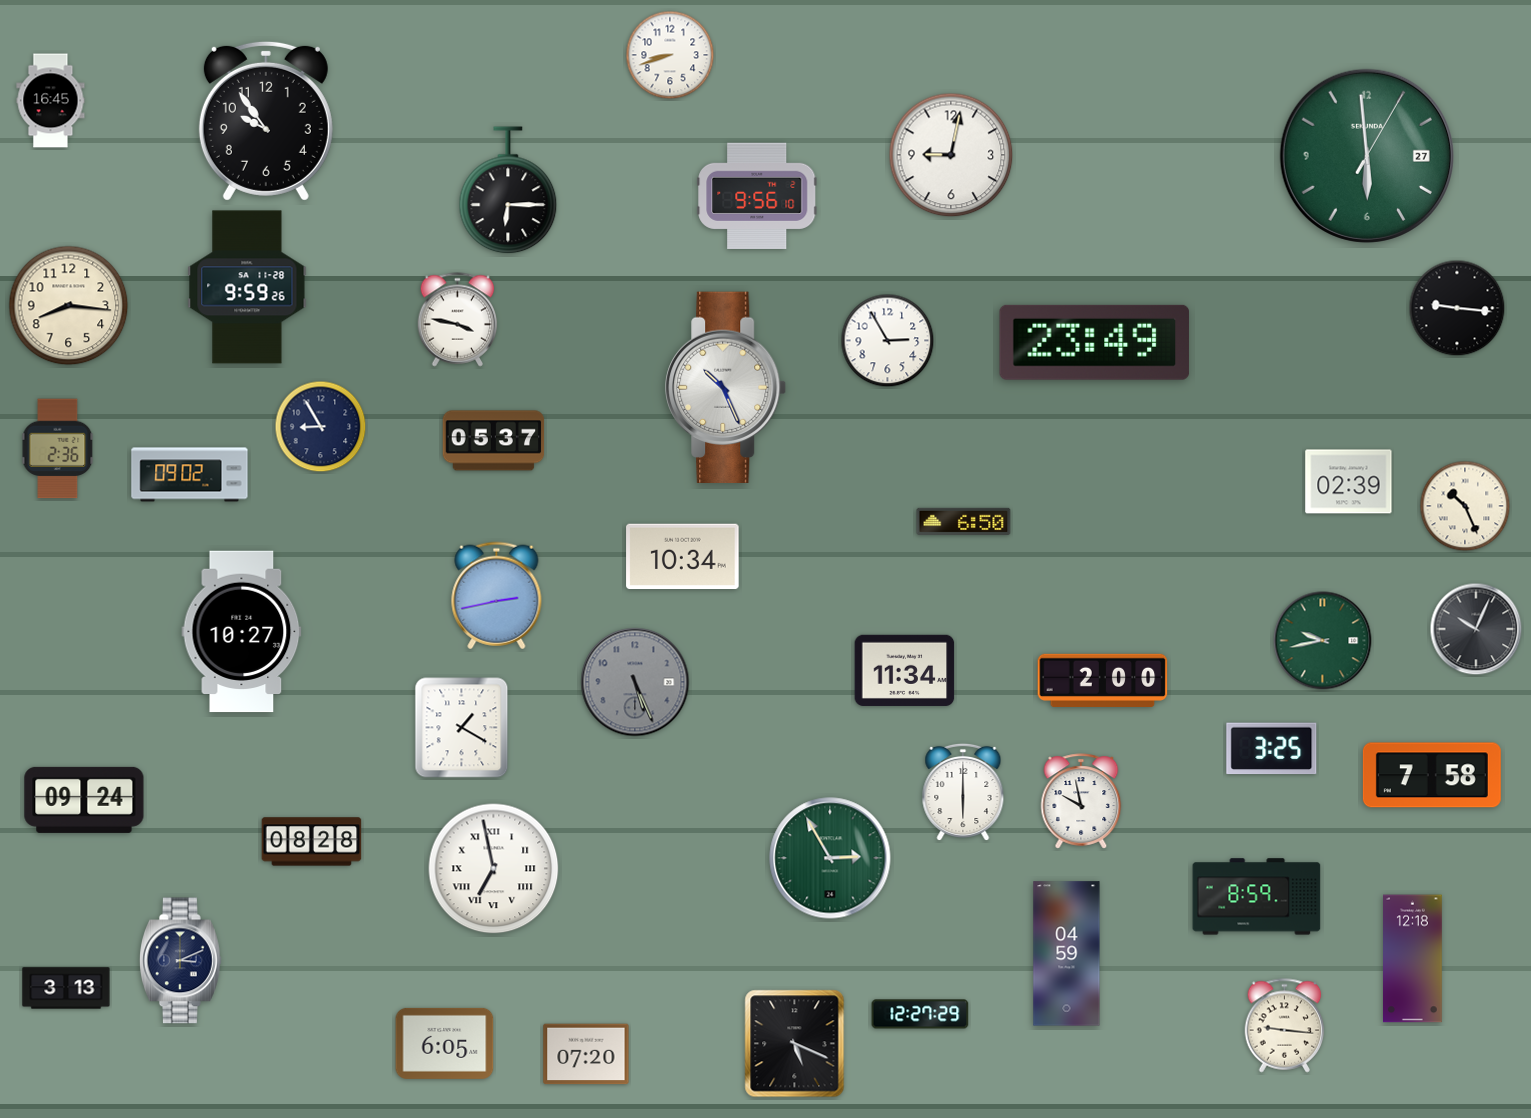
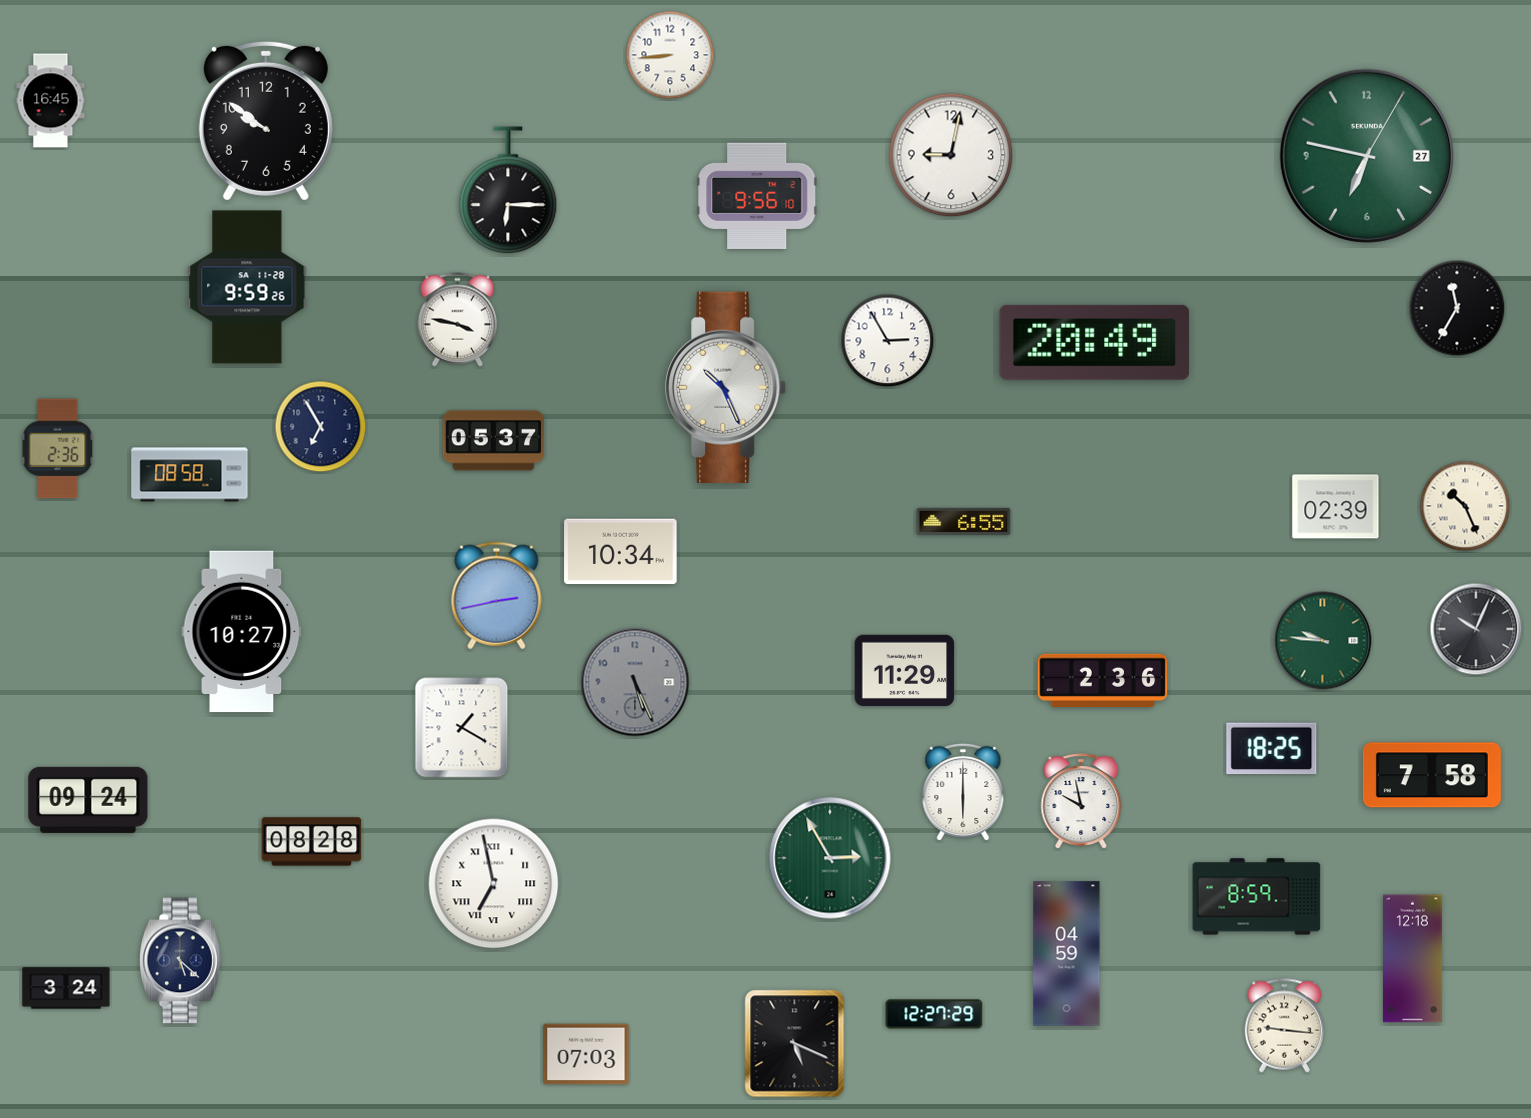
clock at (670, 55): 8:42 -> 8:44
clock at (266, 121): 9:54 -> 9:51
clock at (1367, 156): 5:59 -> 6:47
clock at (69, 306): 8:16 -> none
clock at (1457, 308): 9:16 -> 11:35
clock at (1094, 342): 23:49 -> 20:49
clock at (321, 427): 8:55 -> 6:55
clock at (190, 475): 09:02 -> 08:58
clock at (1349, 482) position: (1349, 482) -> (1336, 507)
clock at (964, 521): 6:50 -> 6:55
clock at (683, 557) position: (683, 557) -> (621, 552)
clock at (1323, 641): 9:43 -> 9:46
clock at (905, 670): 11:34 -> 11:29
clock at (1103, 680): 2:00 -> 2:36
clock at (1272, 749): 3:25 -> 18:25
clock at (84, 800) position: (84, 800) -> (88, 800)
clock at (494, 869) position: (494, 869) -> (494, 884)
clock at (180, 961): 3:11 -> 5:22
clock at (66, 988): 3:13 -> 3:24
clock at (920, 1014) position: (920, 1014) -> (934, 1014)
clock at (445, 1043): 6:05 -> none
clock at (586, 1054): 07:20 -> 07:03
